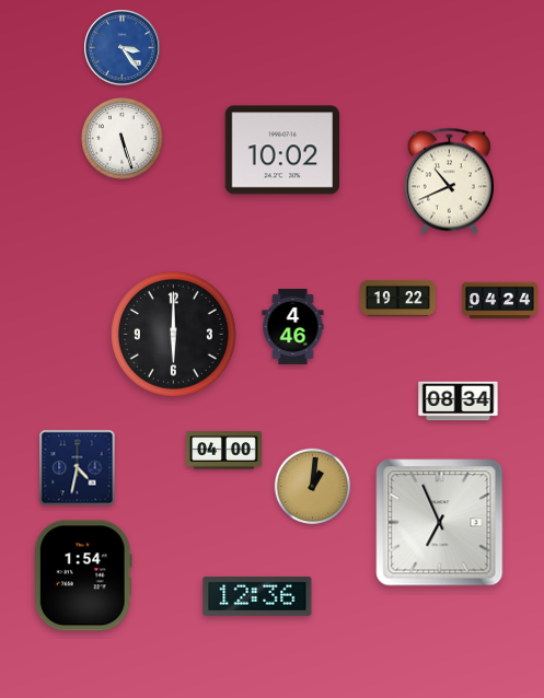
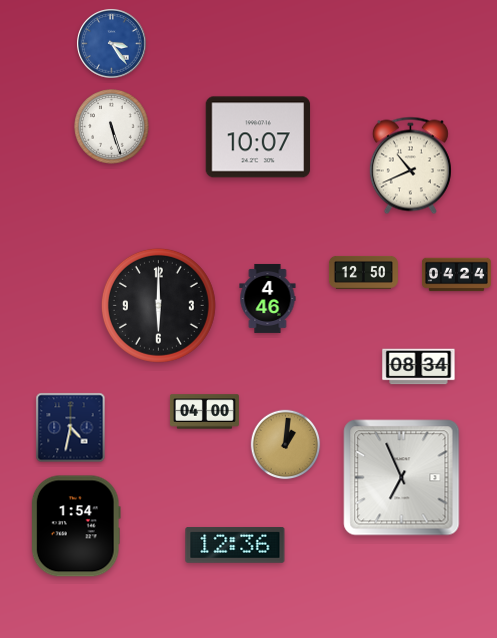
clock at (282, 150): 10:02 -> 10:07
clock at (397, 298): 19:22 -> 12:50
